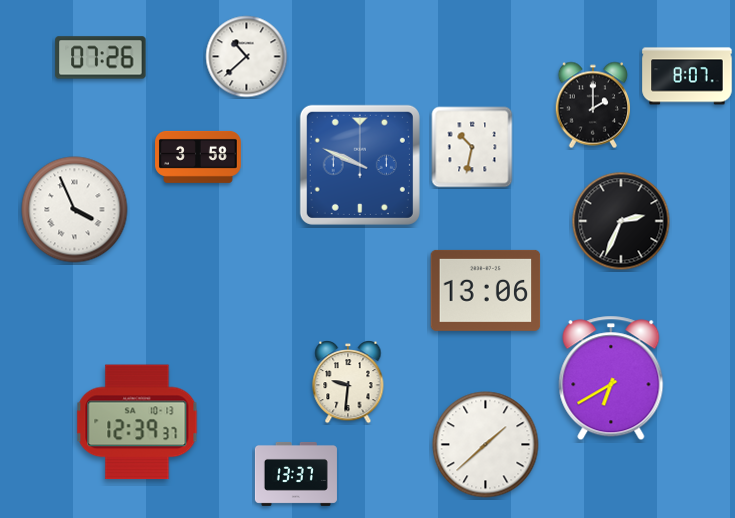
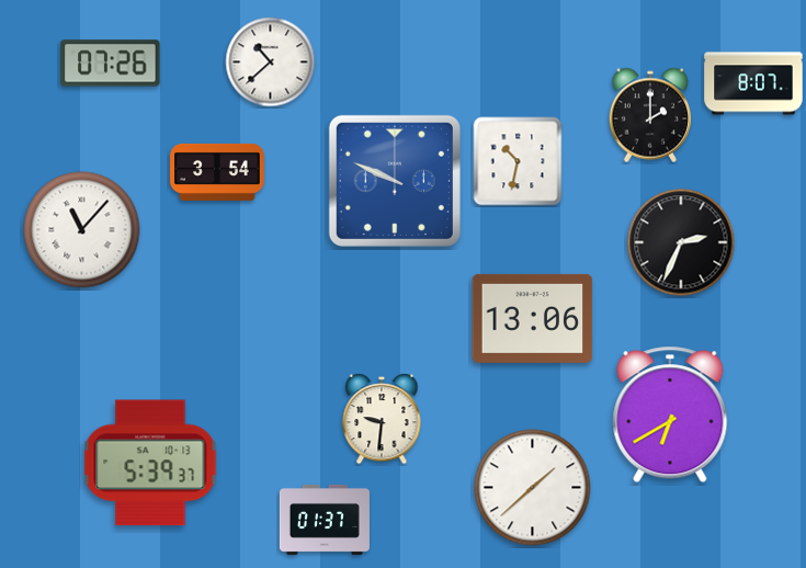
clock at (198, 157): 3:58 -> 3:54
clock at (75, 210): 3:56 -> 11:07
clock at (137, 422): 12:39 -> 5:39
clock at (296, 474): 13:37 -> 01:37
